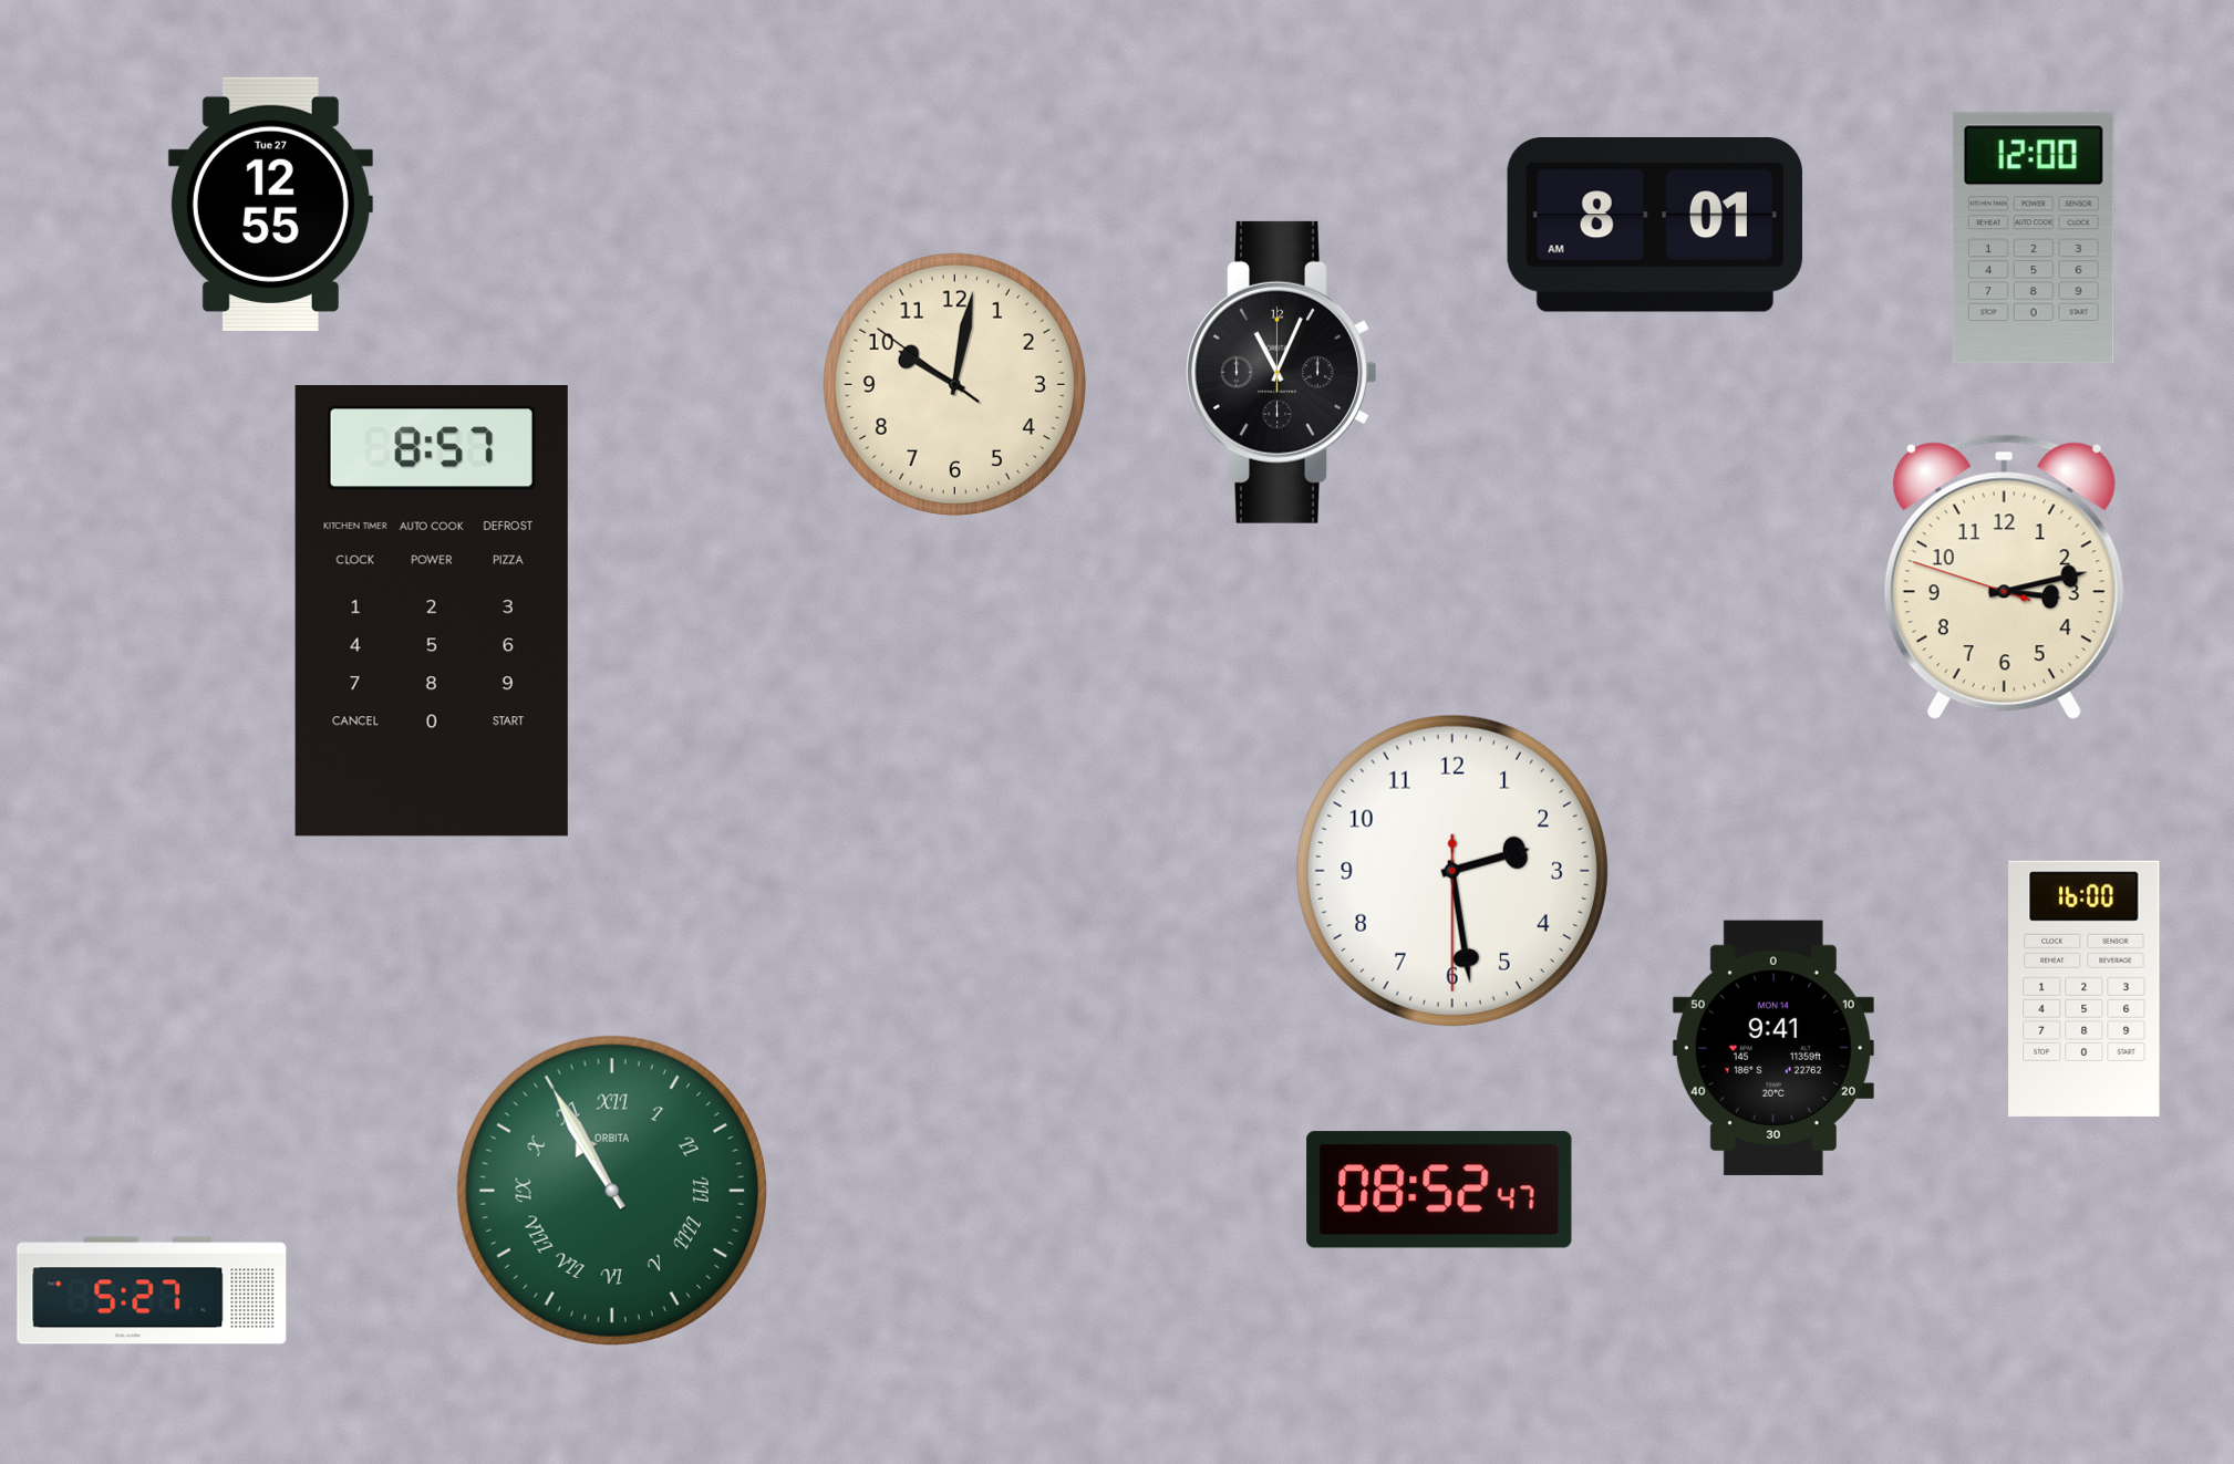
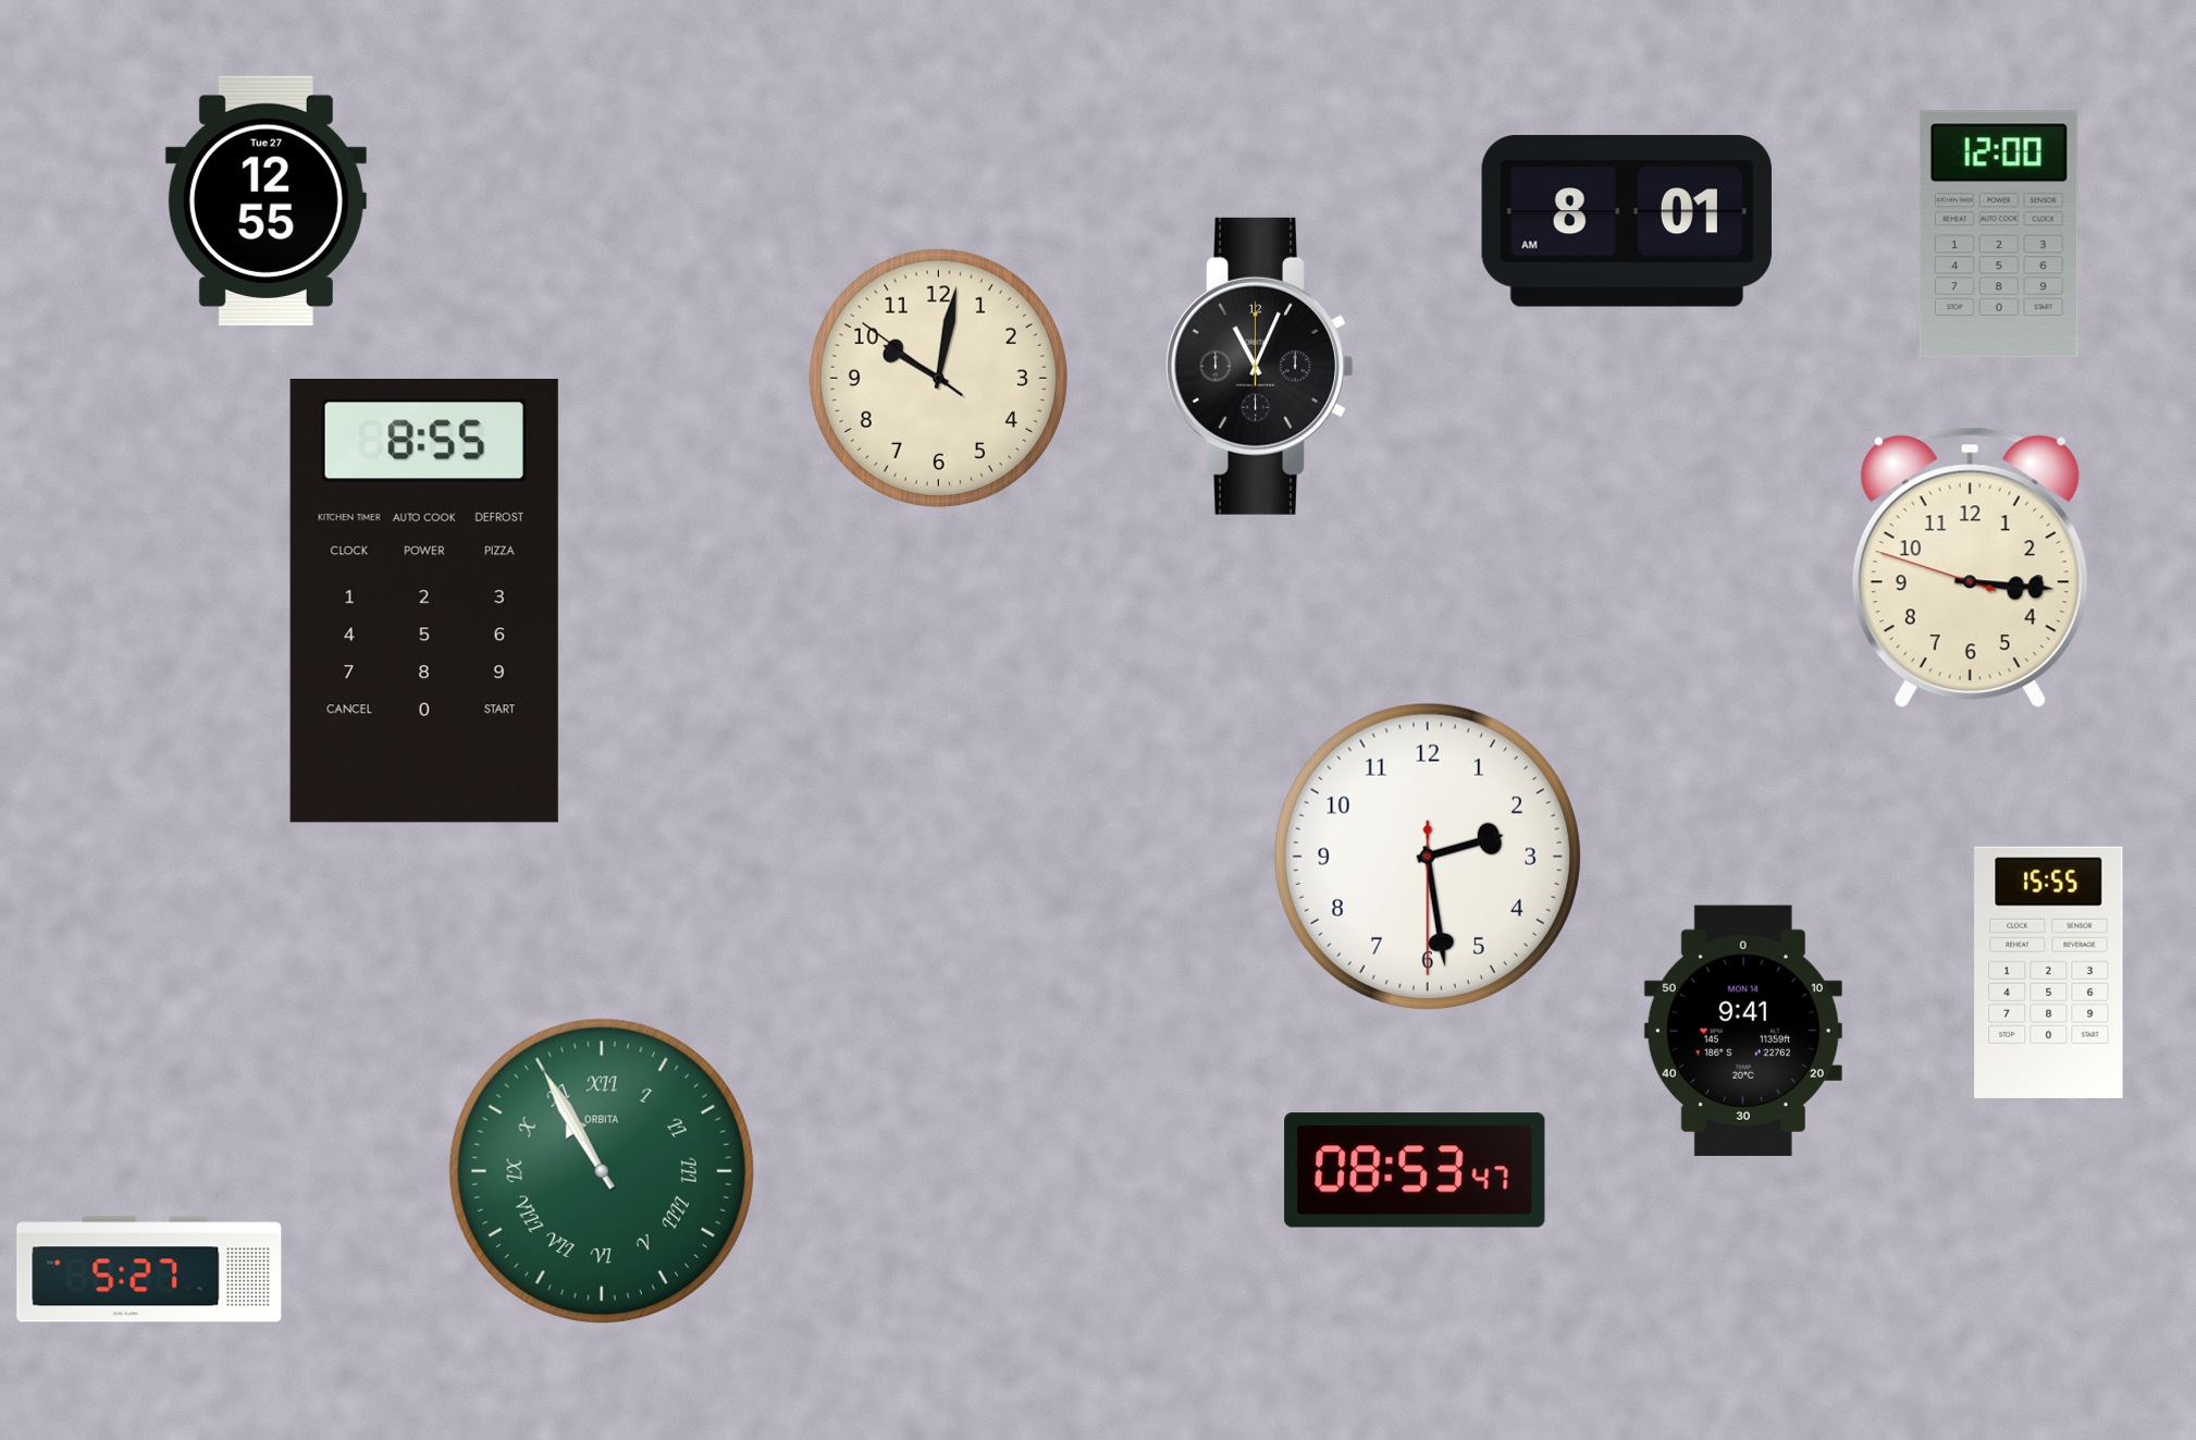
clock at (2004, 578): 3:12 -> 3:15
clock at (432, 612): 8:57 -> 8:55
clock at (2085, 988): 16:00 -> 15:55
clock at (1439, 1190): 08:52 -> 08:53
